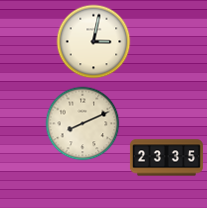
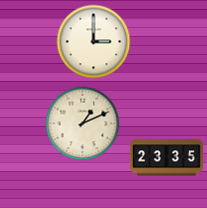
clock at (94, 42): 3:02 -> 3:00
clock at (83, 124): 8:11 -> 1:11
